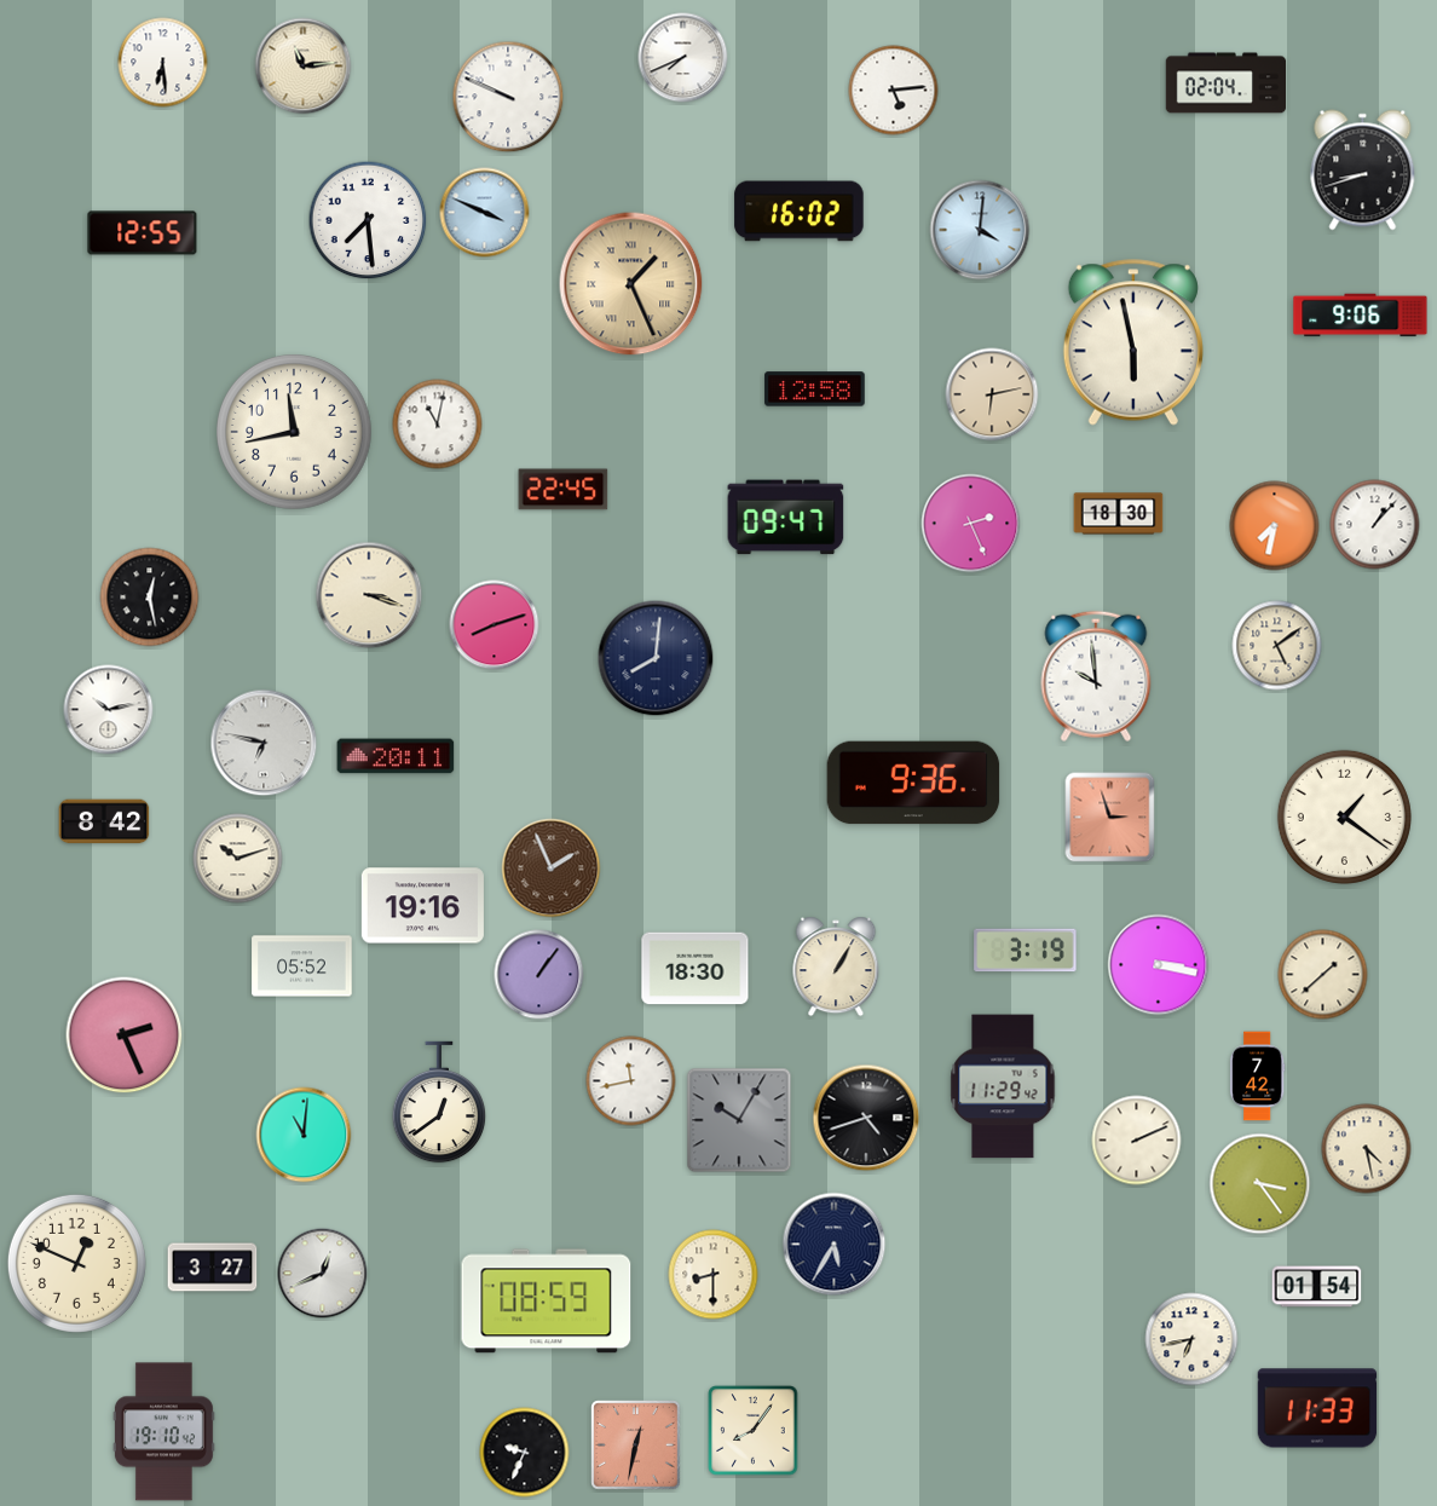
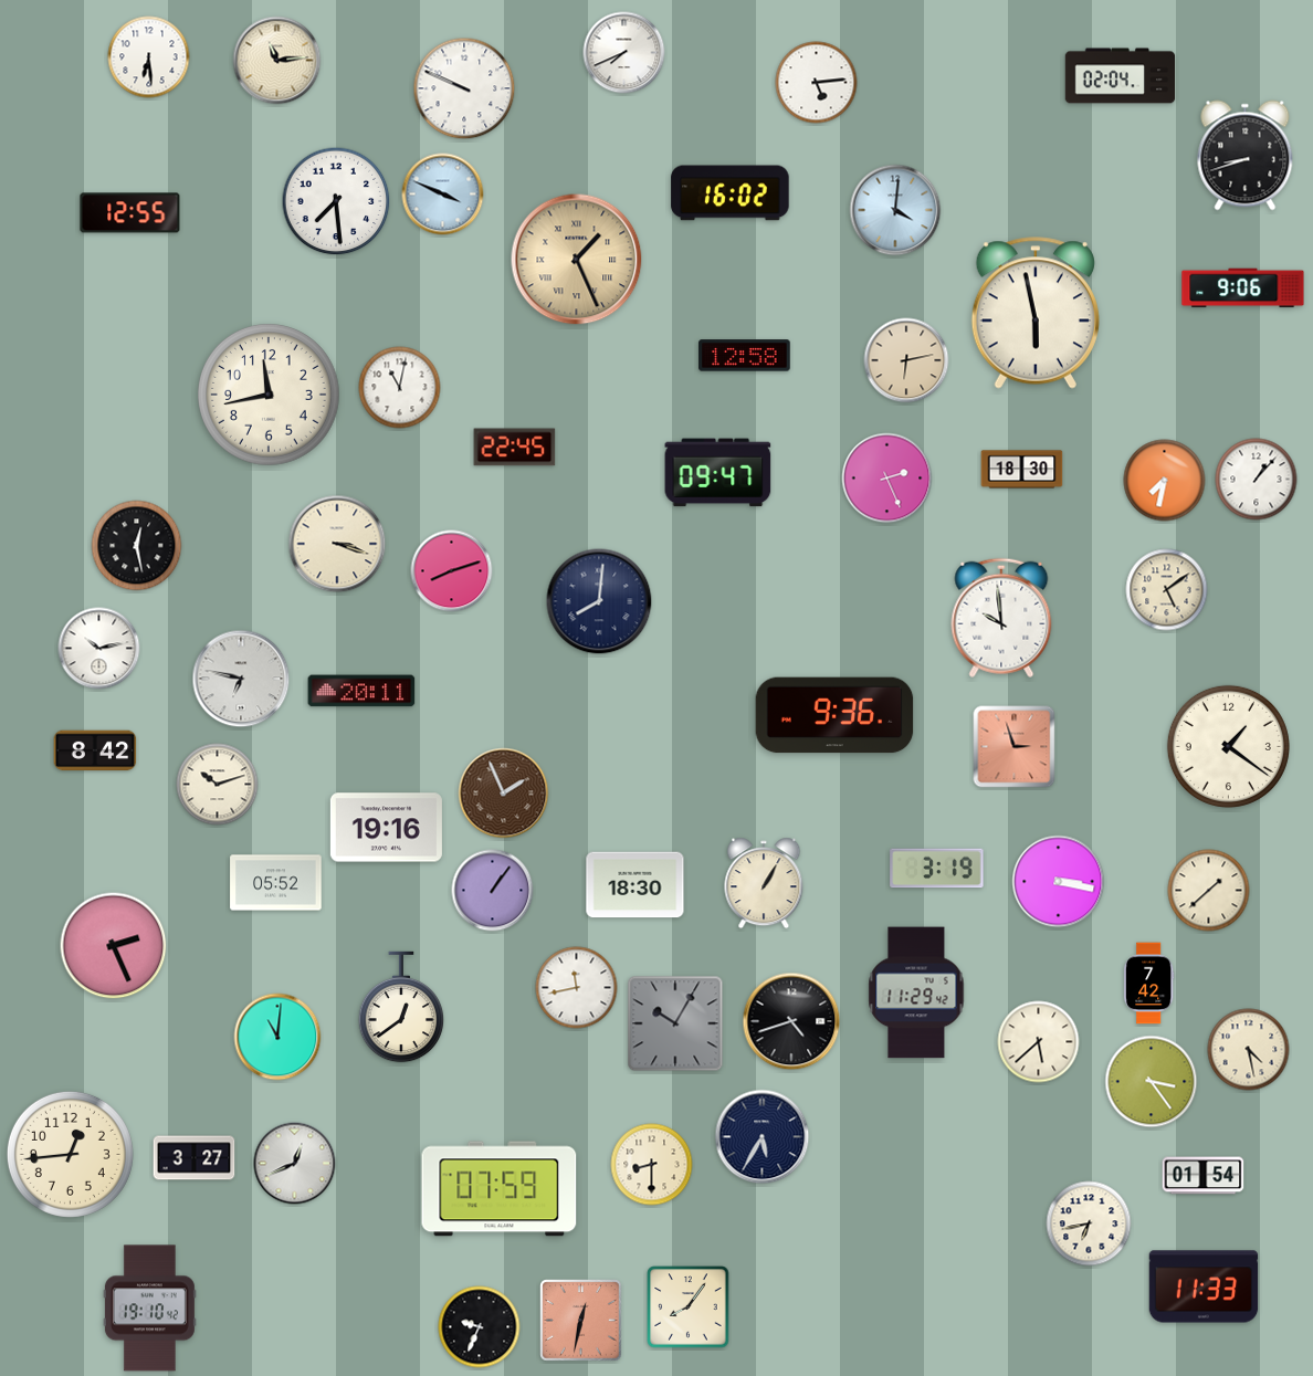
clock at (1137, 1141): 2:11 -> 5:38
clock at (76, 1263): 12:49 -> 12:44
clock at (547, 1302): 08:59 -> 07:59
